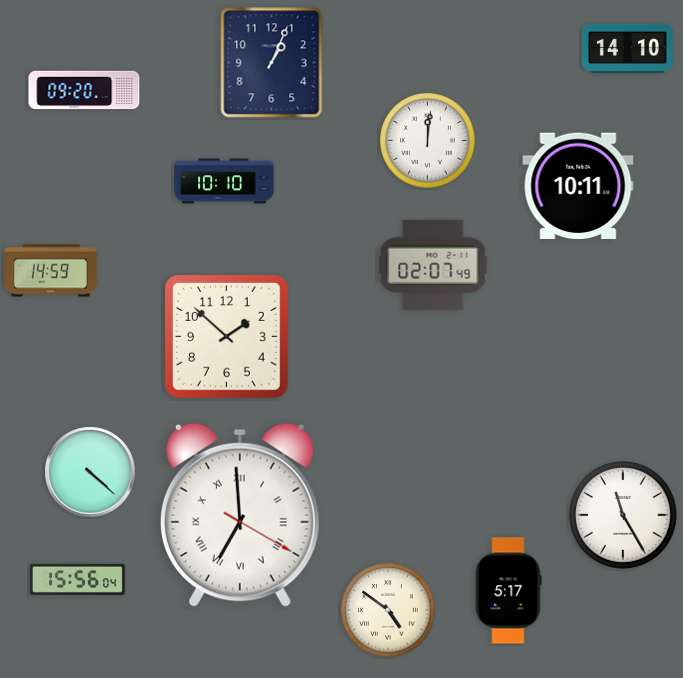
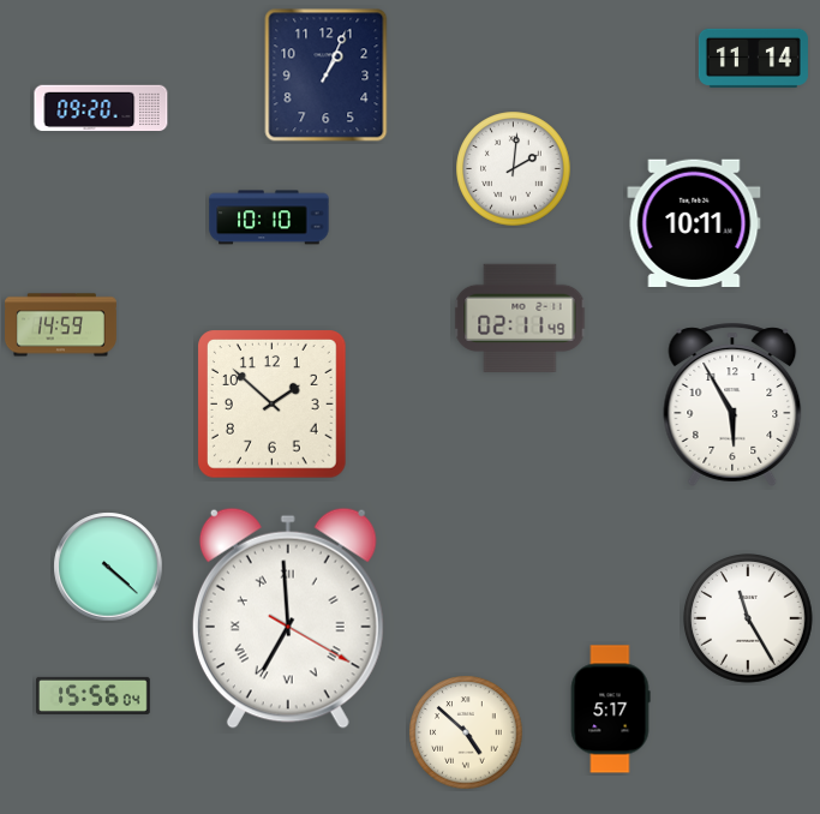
clock at (627, 48): 14:10 -> 11:14
clock at (428, 141): 12:01 -> 2:01
clock at (433, 265): 02:07 -> 02:11
clock at (732, 405): none -> 5:55
clock at (388, 610): 4:51 -> 4:52
